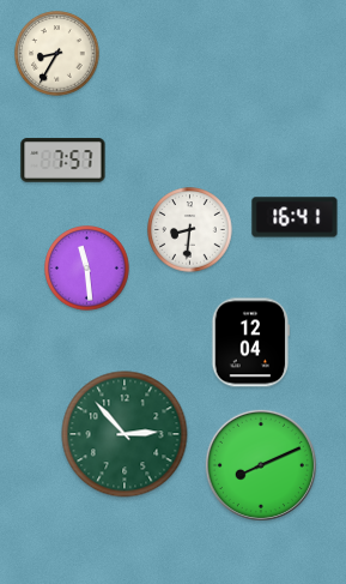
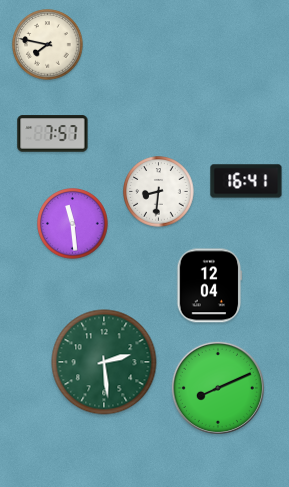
clock at (57, 54): 8:35 -> 7:47
clock at (125, 434): 2:53 -> 2:29
